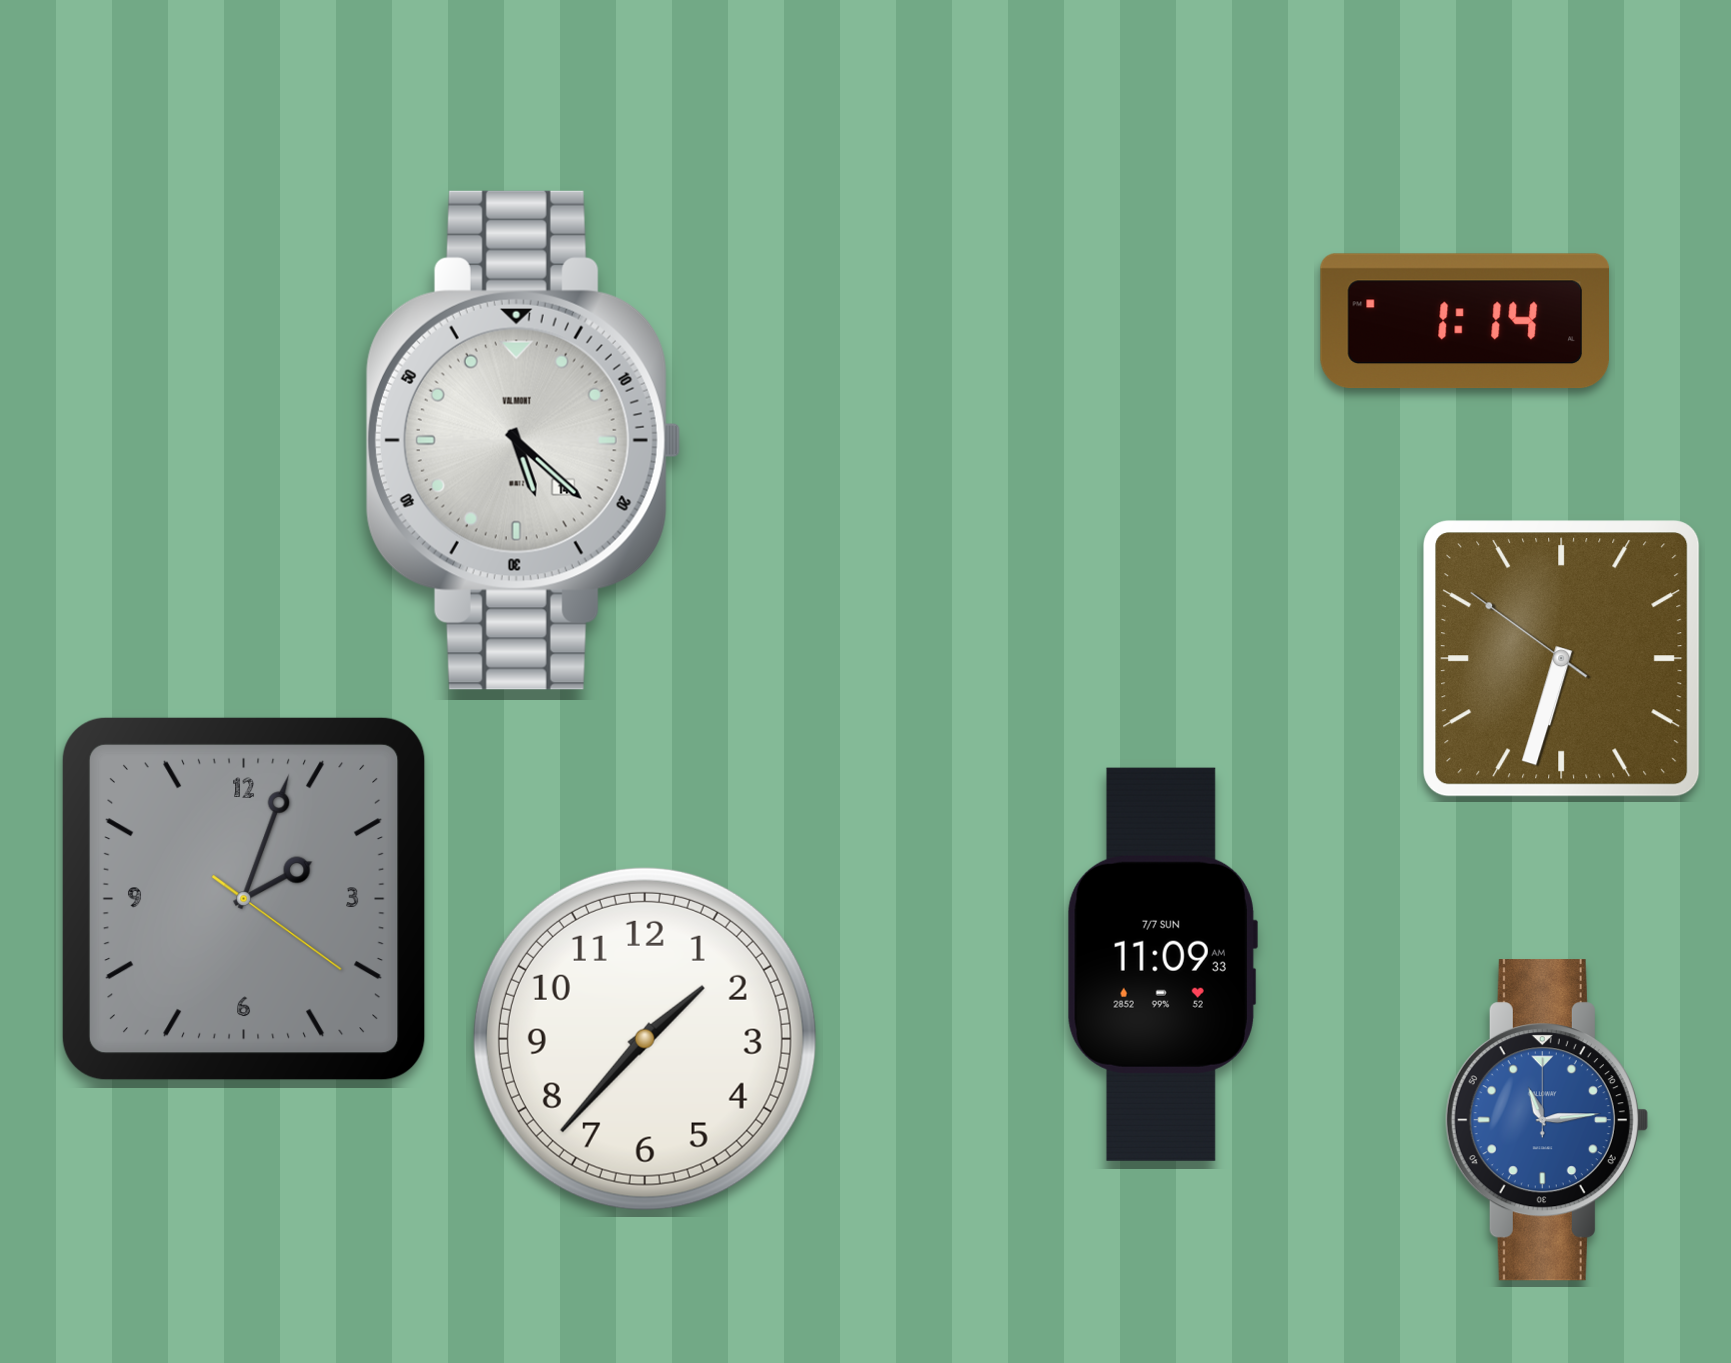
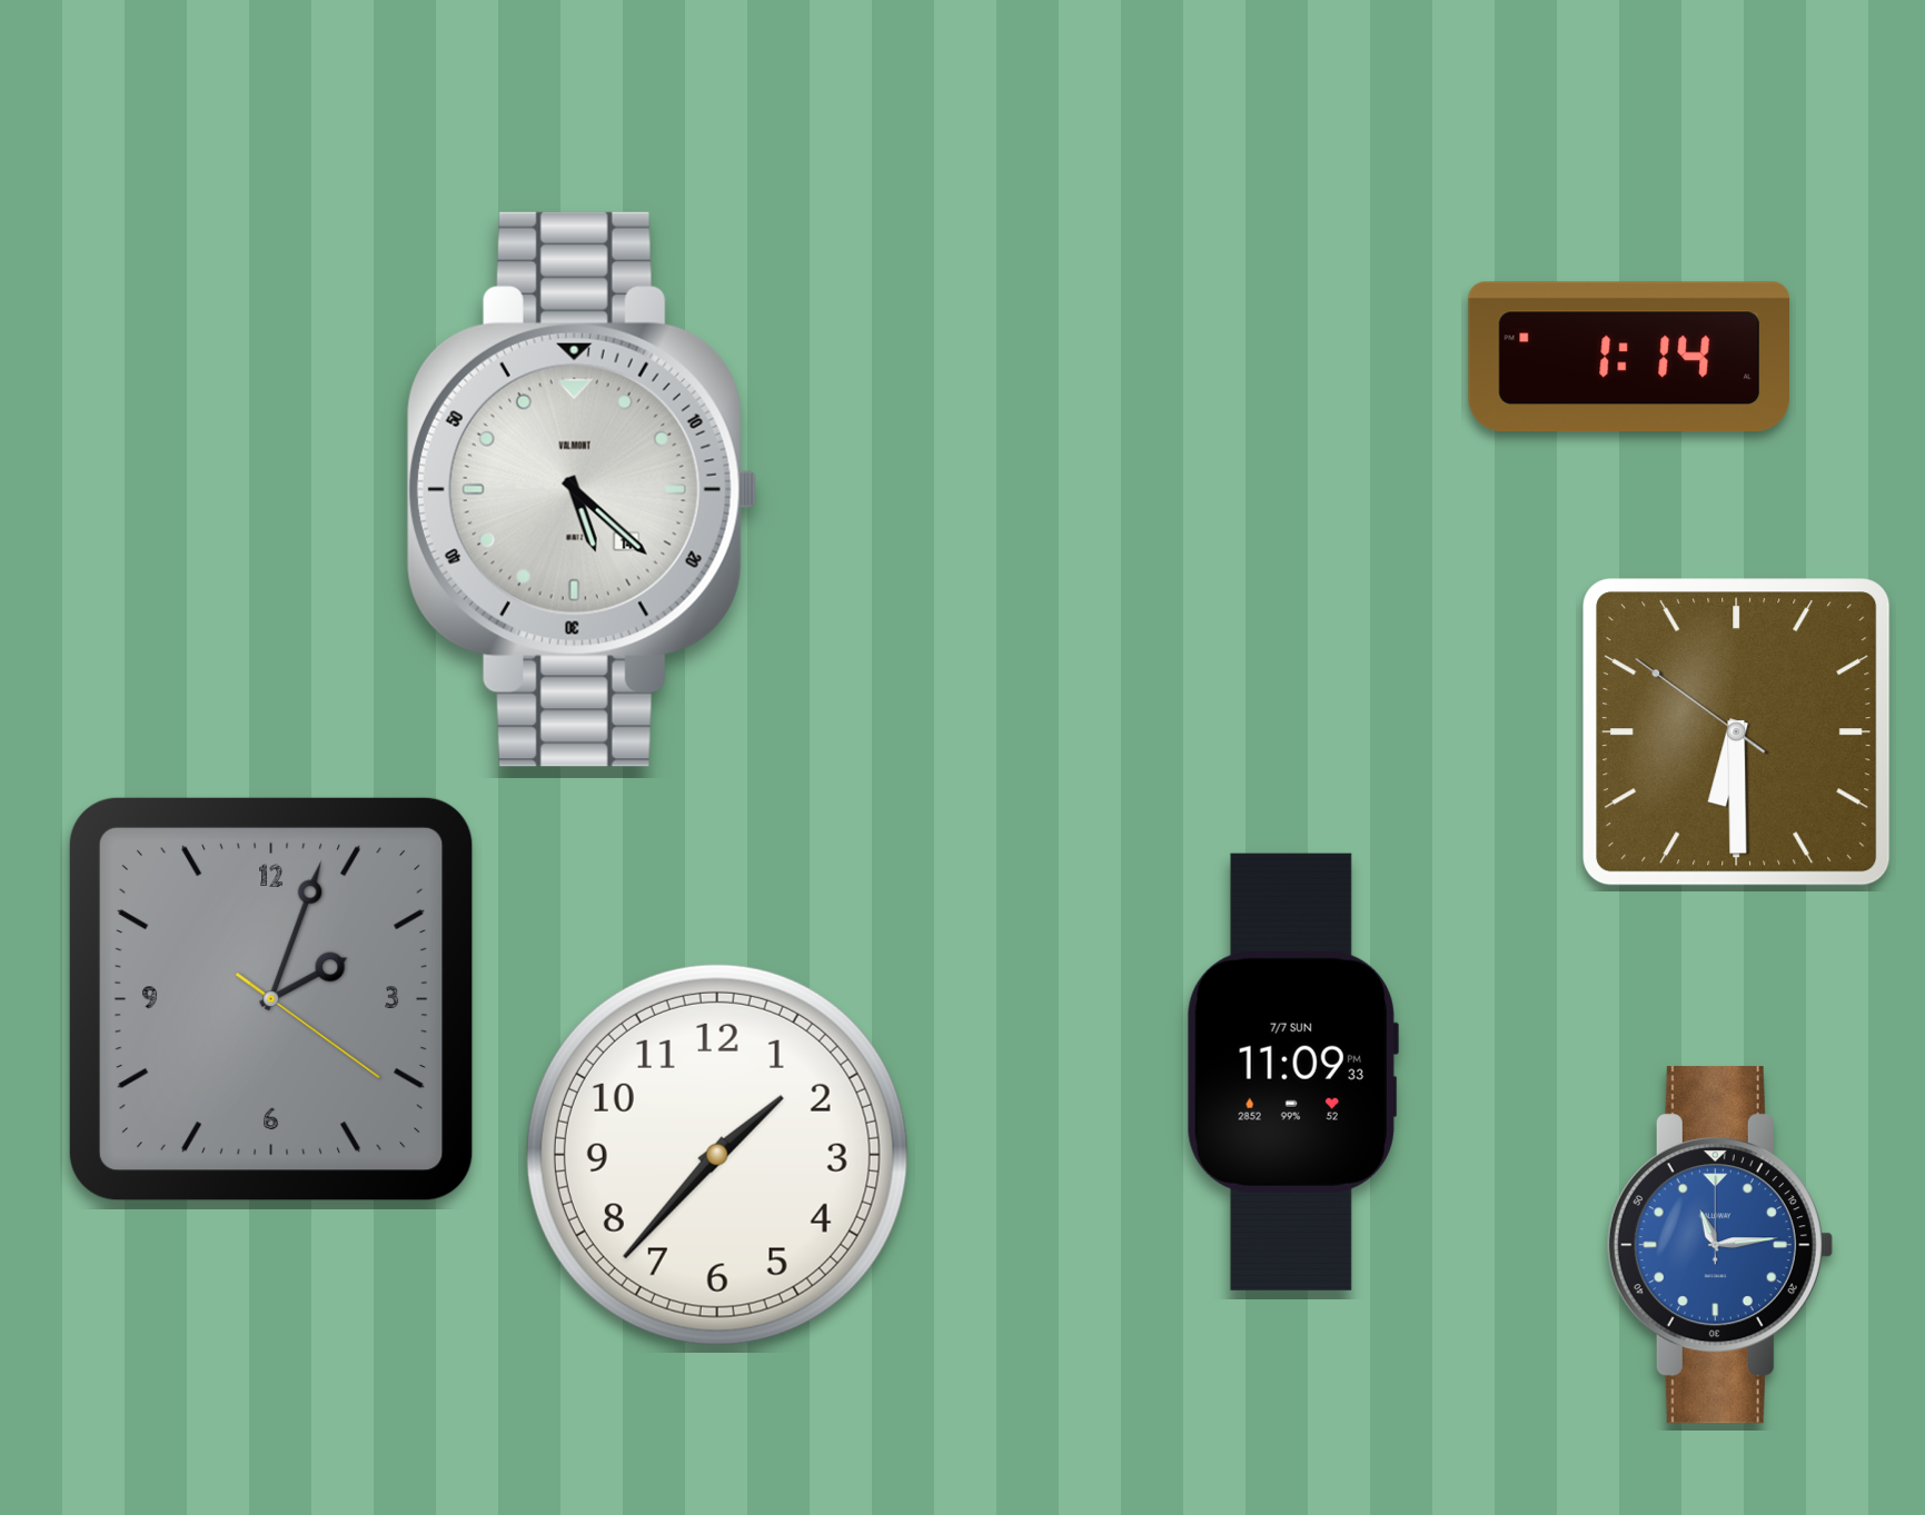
clock at (1562, 659): 6:32 -> 6:29
clock at (1162, 964): 11:09:33 AM -> 11:09:33 PM
